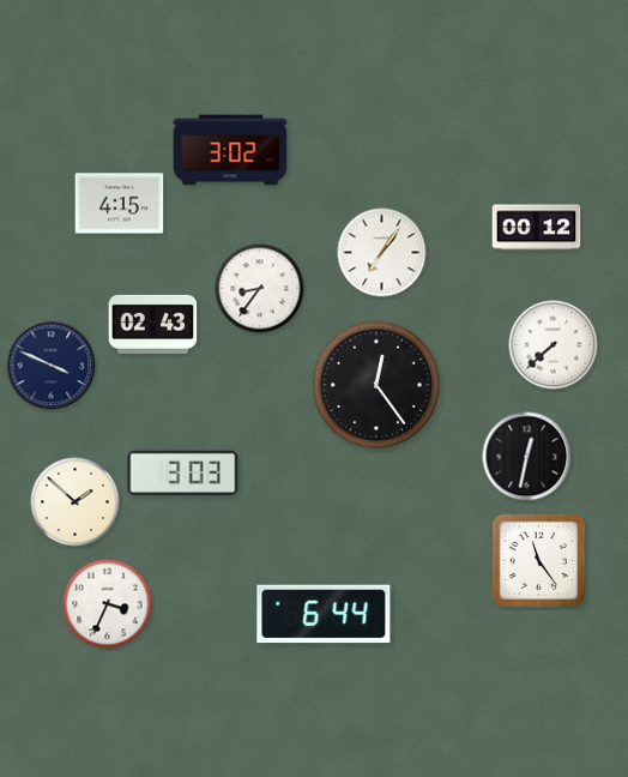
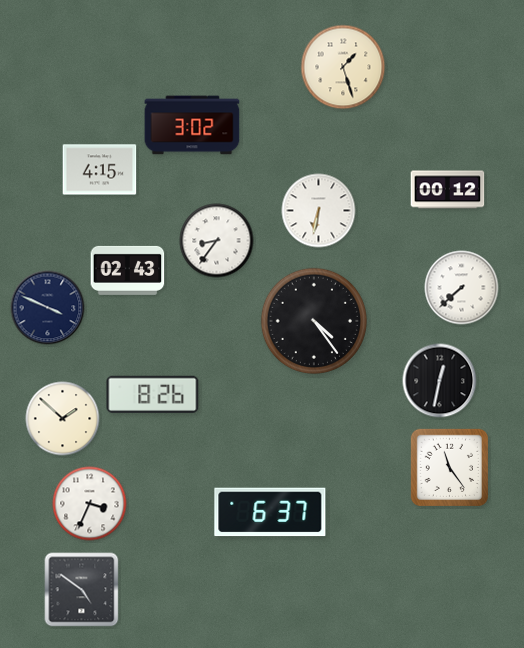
clock at (343, 67): none -> 1:27
clock at (382, 253): 7:06 -> 6:32
clock at (52, 366) position: (52, 366) -> (48, 308)
clock at (376, 385): 12:24 -> 4:24
clock at (183, 472): 3:03 -> 8:26
clock at (324, 614): 6:44 -> 6:37
clock at (82, 590): none -> 4:51
